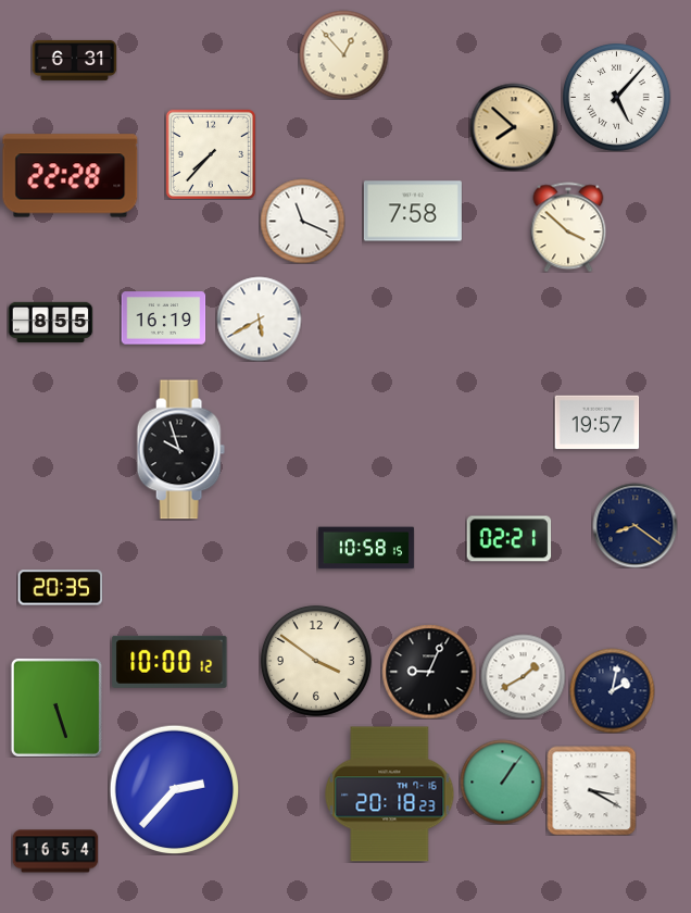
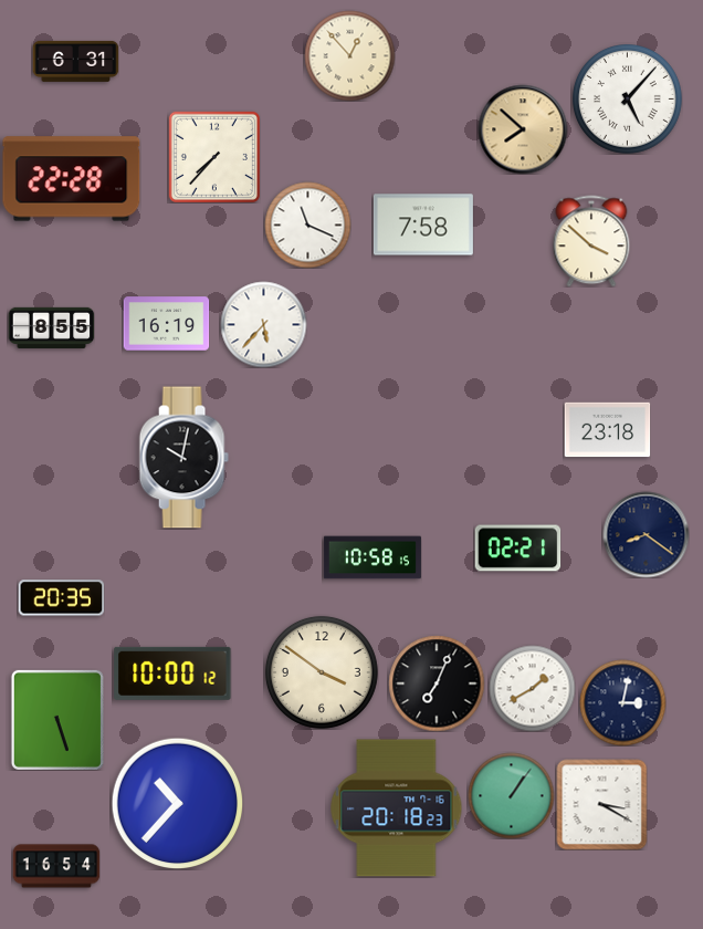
clock at (413, 211) position: (413, 211) -> (423, 225)
clock at (568, 227) position: (568, 227) -> (591, 241)
clock at (259, 318): 5:40 -> 5:37
clock at (596, 423): 19:57 -> 23:18
clock at (180, 450): 9:57 -> 10:02
clock at (429, 672): 9:04 -> 7:04
clock at (612, 690): 2:02 -> 3:02
clock at (174, 789): 2:37 -> 10:37
